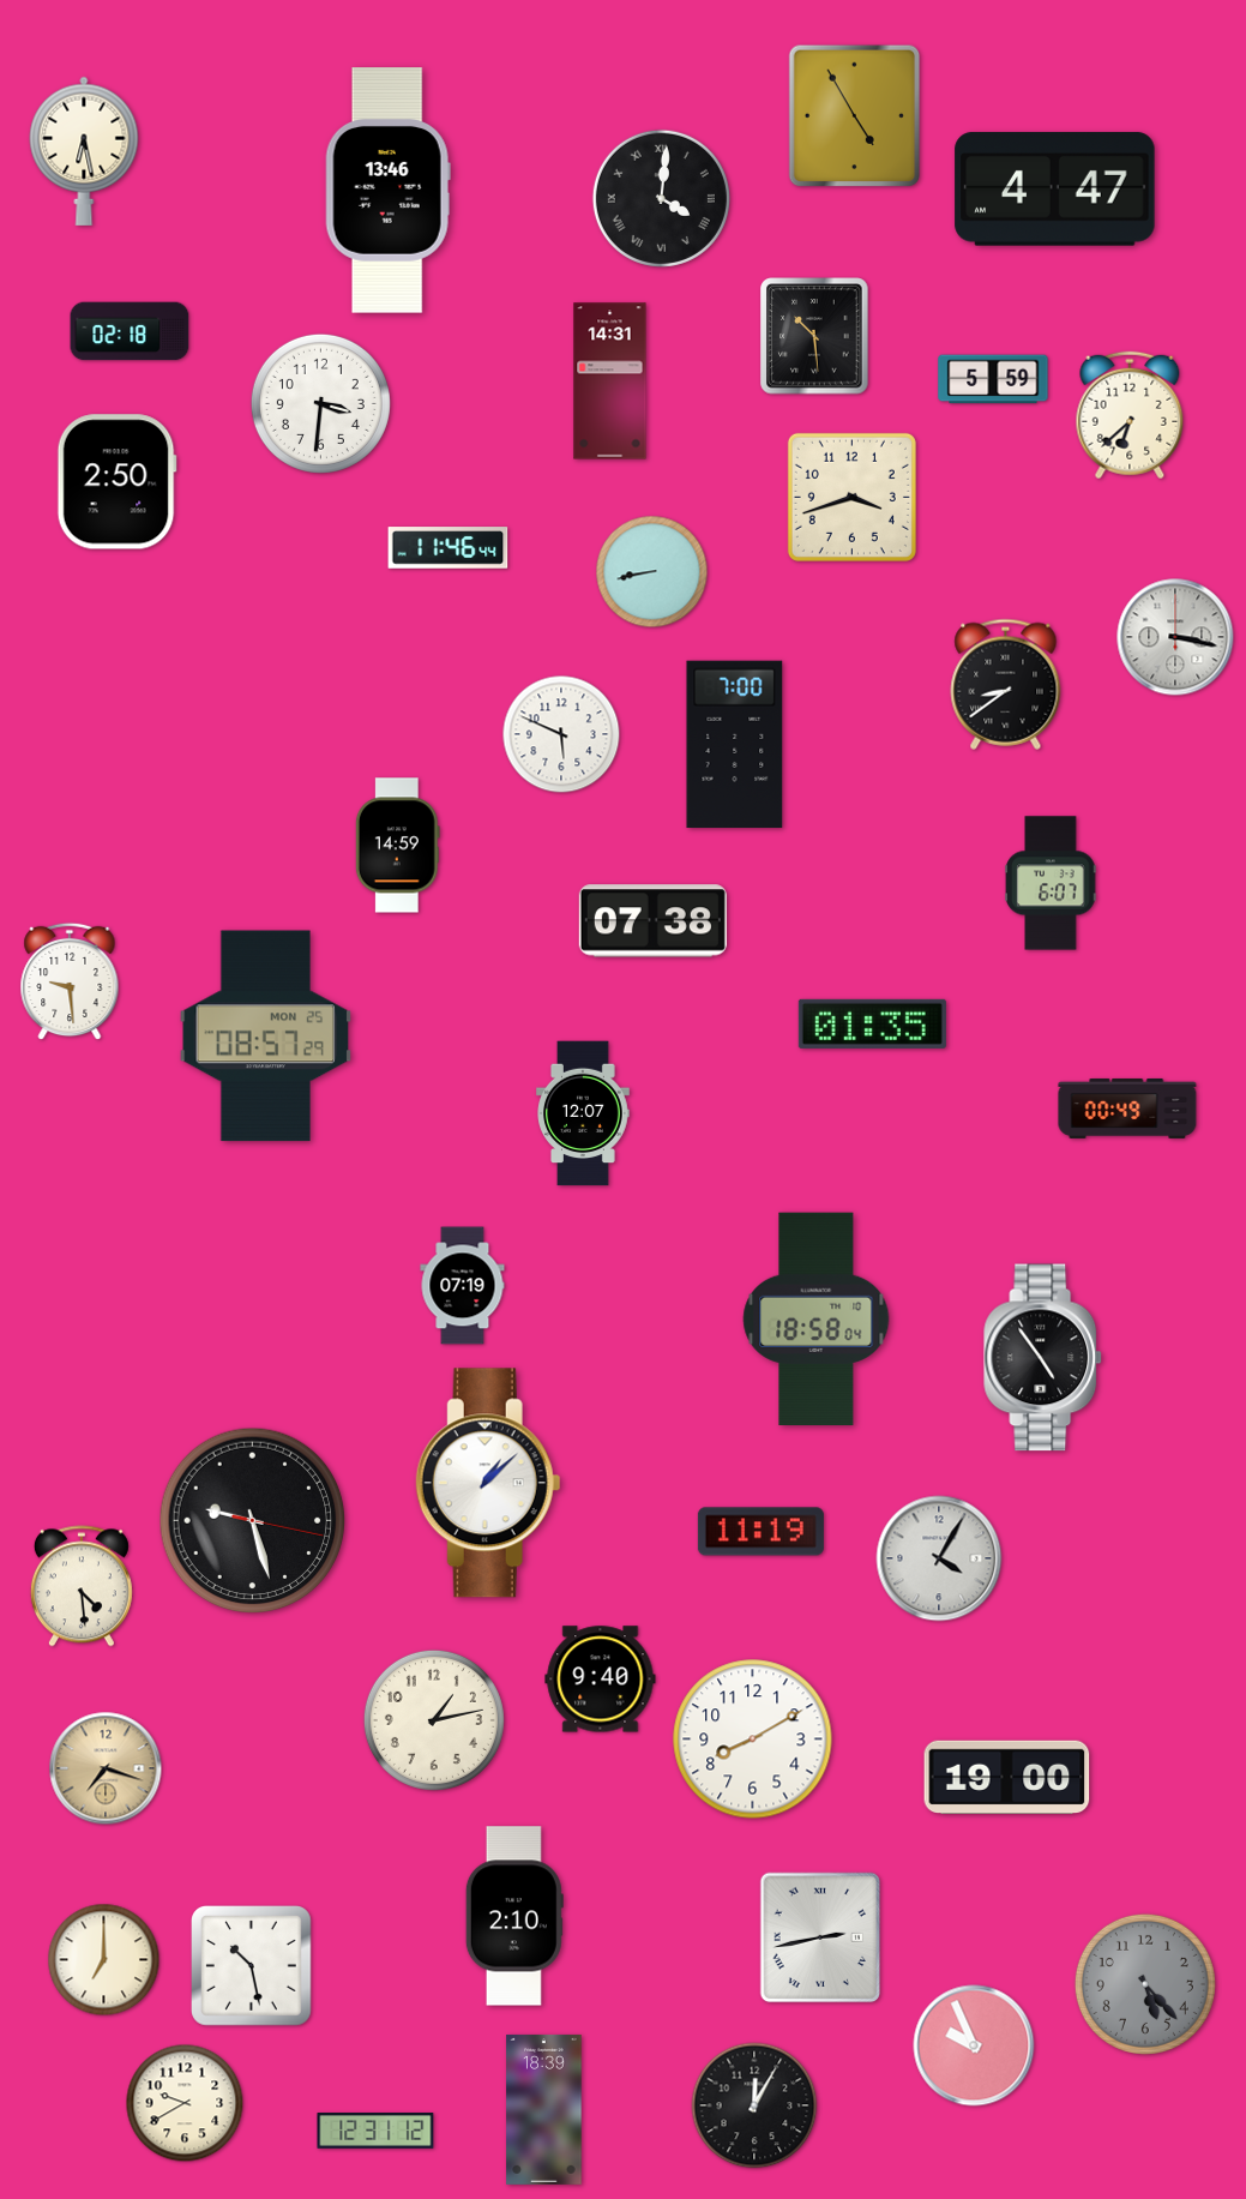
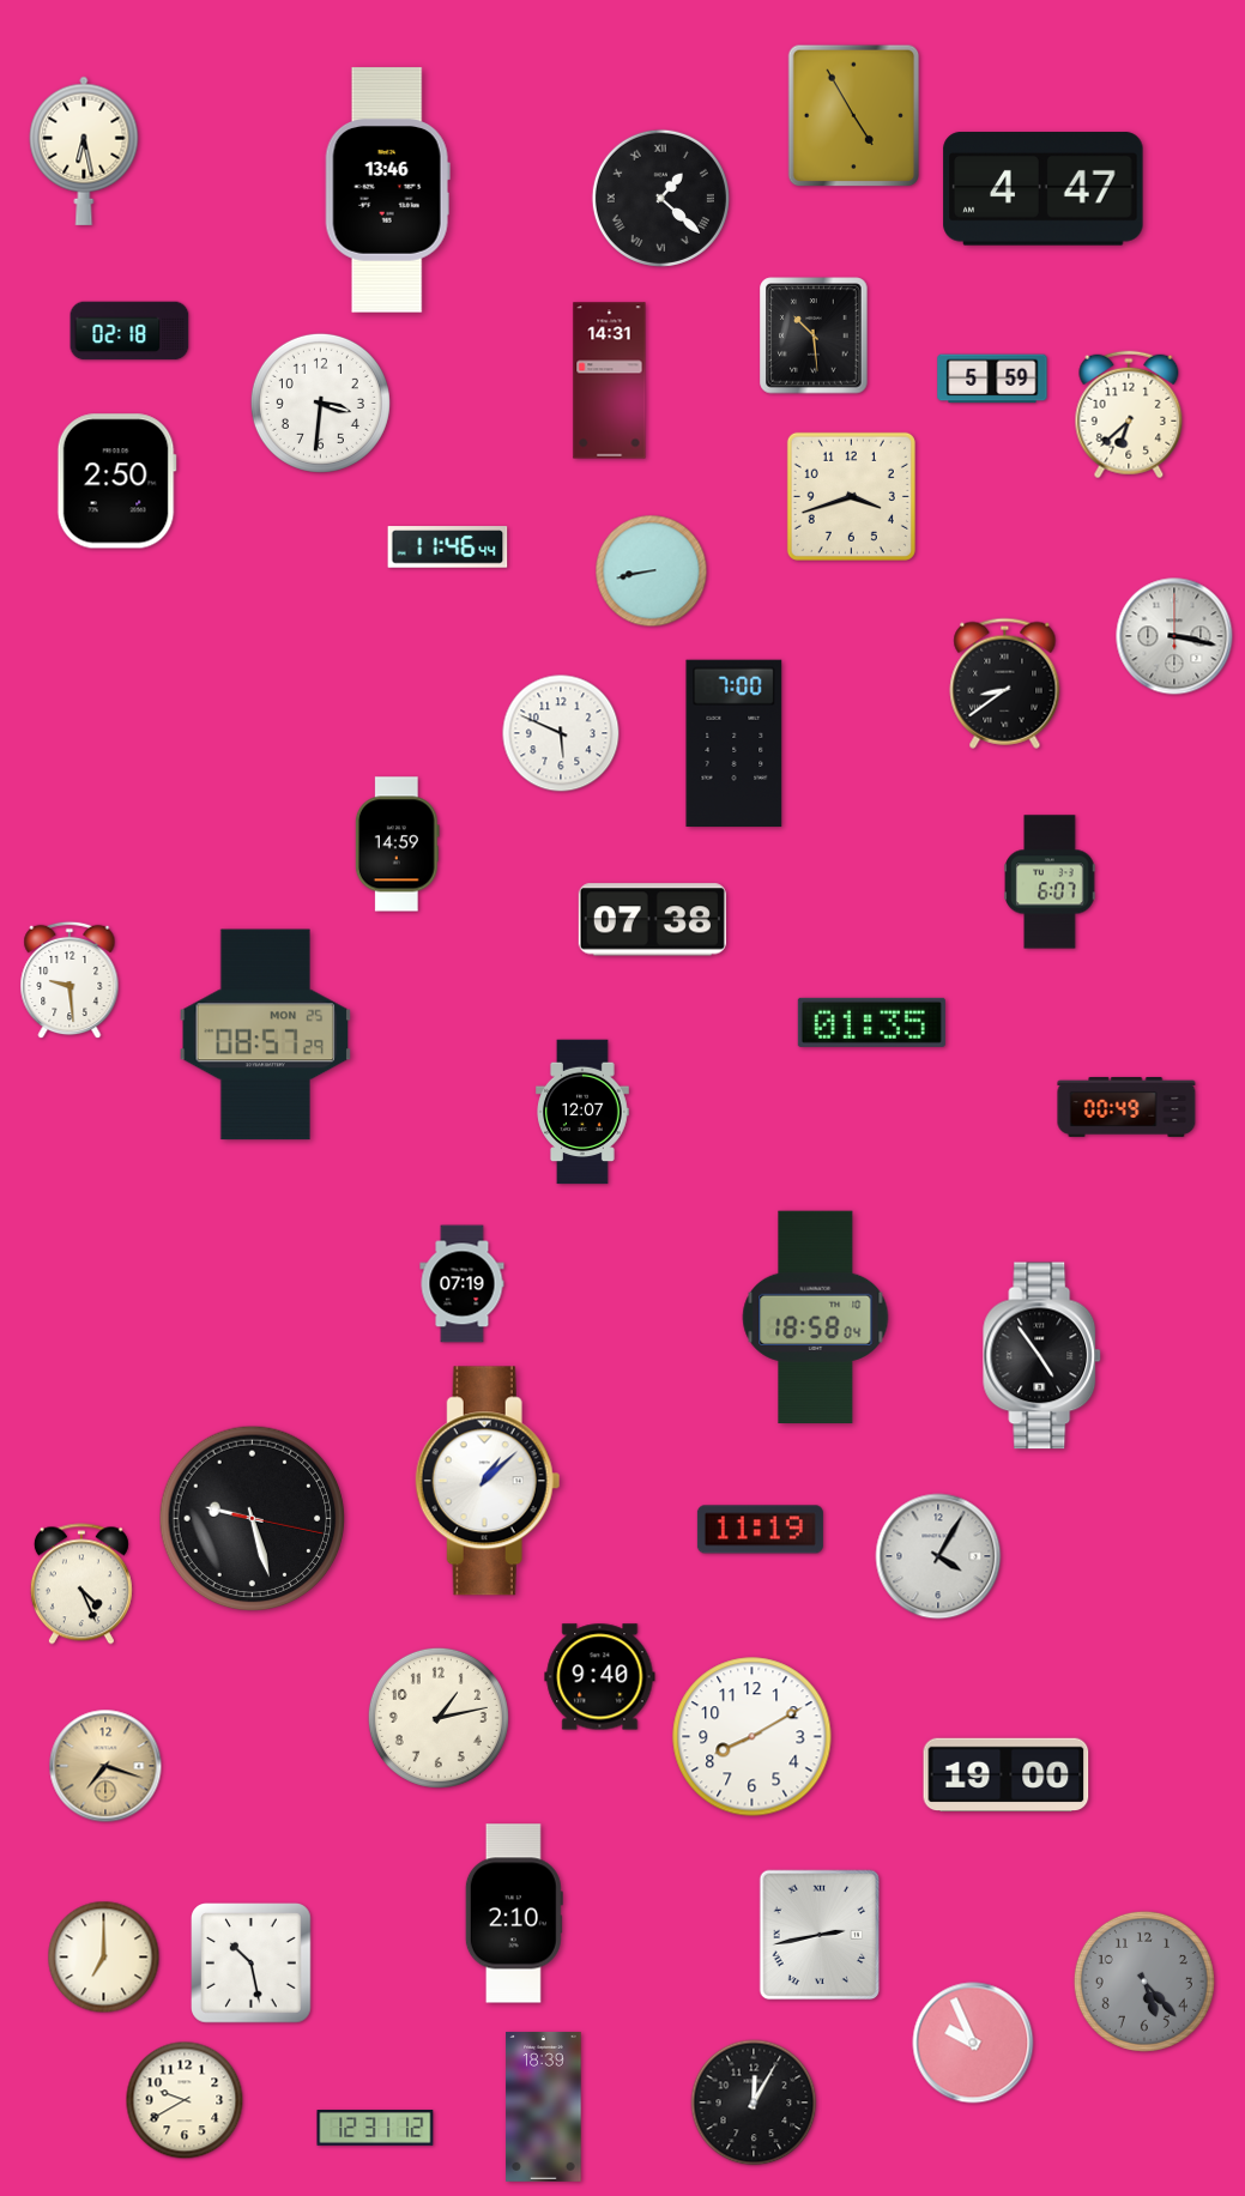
clock at (1055, 190) position: (1055, 190) -> (1044, 189)
clock at (661, 198): 4:01 -> 1:22
clock at (82, 1586): 4:29 -> 4:26
clock at (434, 1720) position: (434, 1720) -> (439, 1718)
